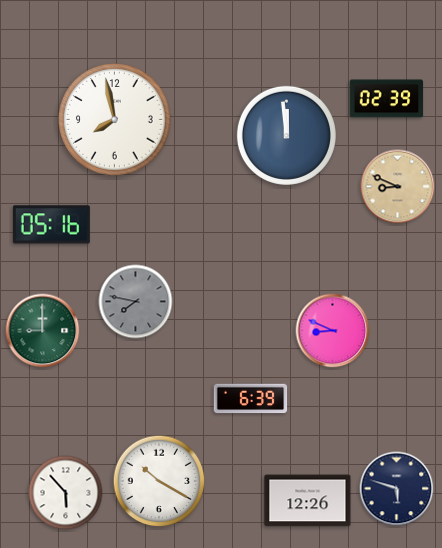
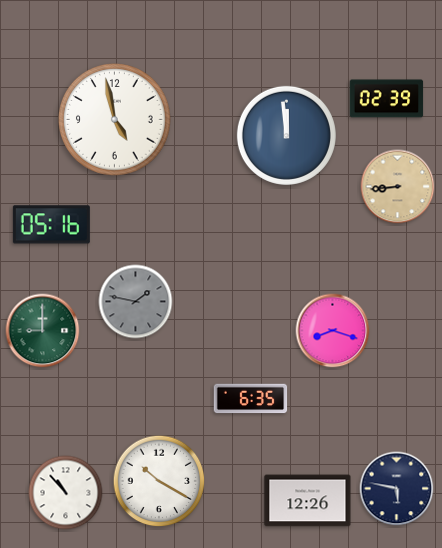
clock at (115, 120): 7:58 -> 4:58
clock at (398, 187): 8:49 -> 8:44
clock at (136, 302): 7:47 -> 1:47
clock at (333, 331): 8:49 -> 8:18
clock at (251, 399): 6:39 -> 6:35
clock at (397, 489): 5:48 -> 5:47
clock at (66, 493): 5:53 -> 10:53
